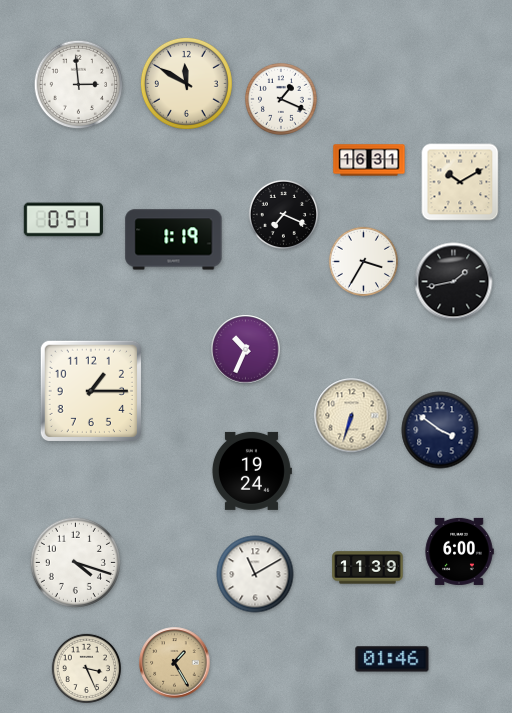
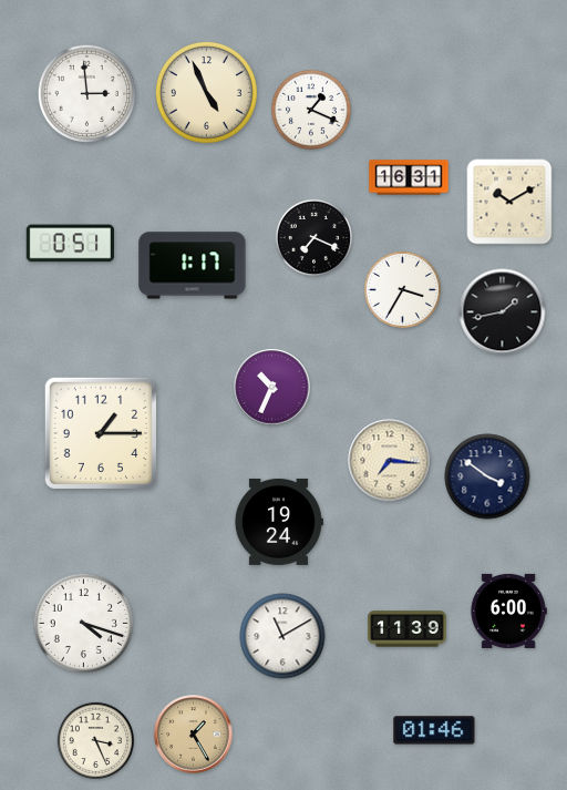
clock at (186, 83): 11:50 -> 4:56
clock at (174, 240): 1:19 -> 1:17
clock at (352, 416): 6:33 -> 7:16
